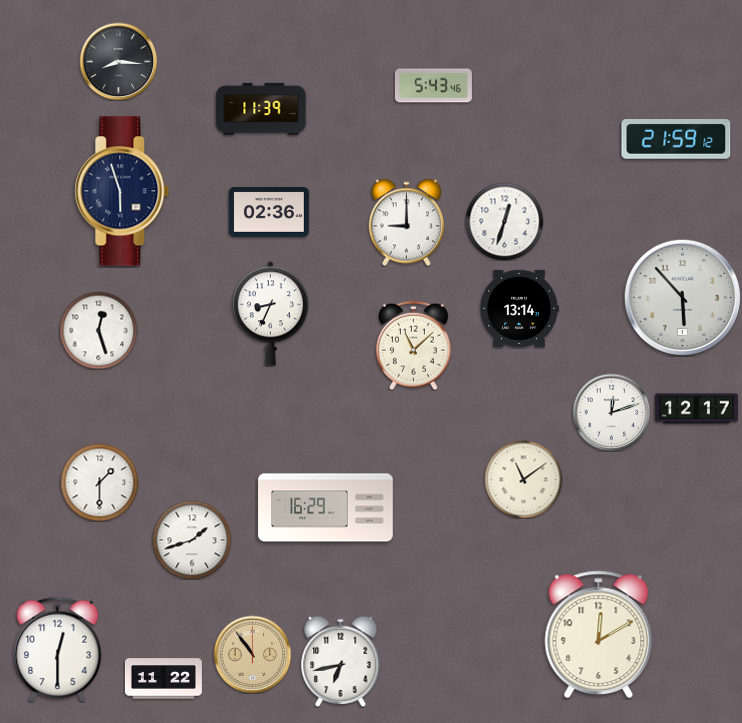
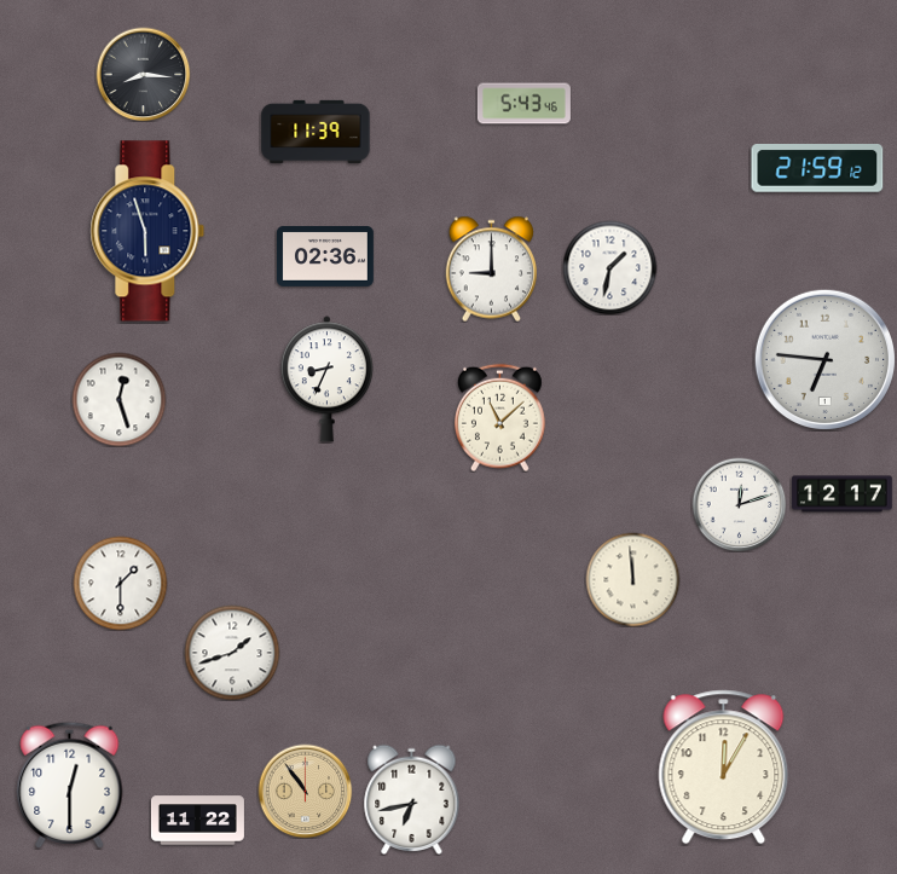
clock at (504, 221): 12:33 -> 1:32
clock at (682, 297): 5:53 -> 6:46
clock at (519, 308): 13:14 -> none
clock at (611, 412) position: (611, 412) -> (739, 504)
clock at (523, 479): 11:09 -> 11:59
clock at (326, 508): 16:29 -> none
clock at (599, 635): 12:10 -> 12:05
